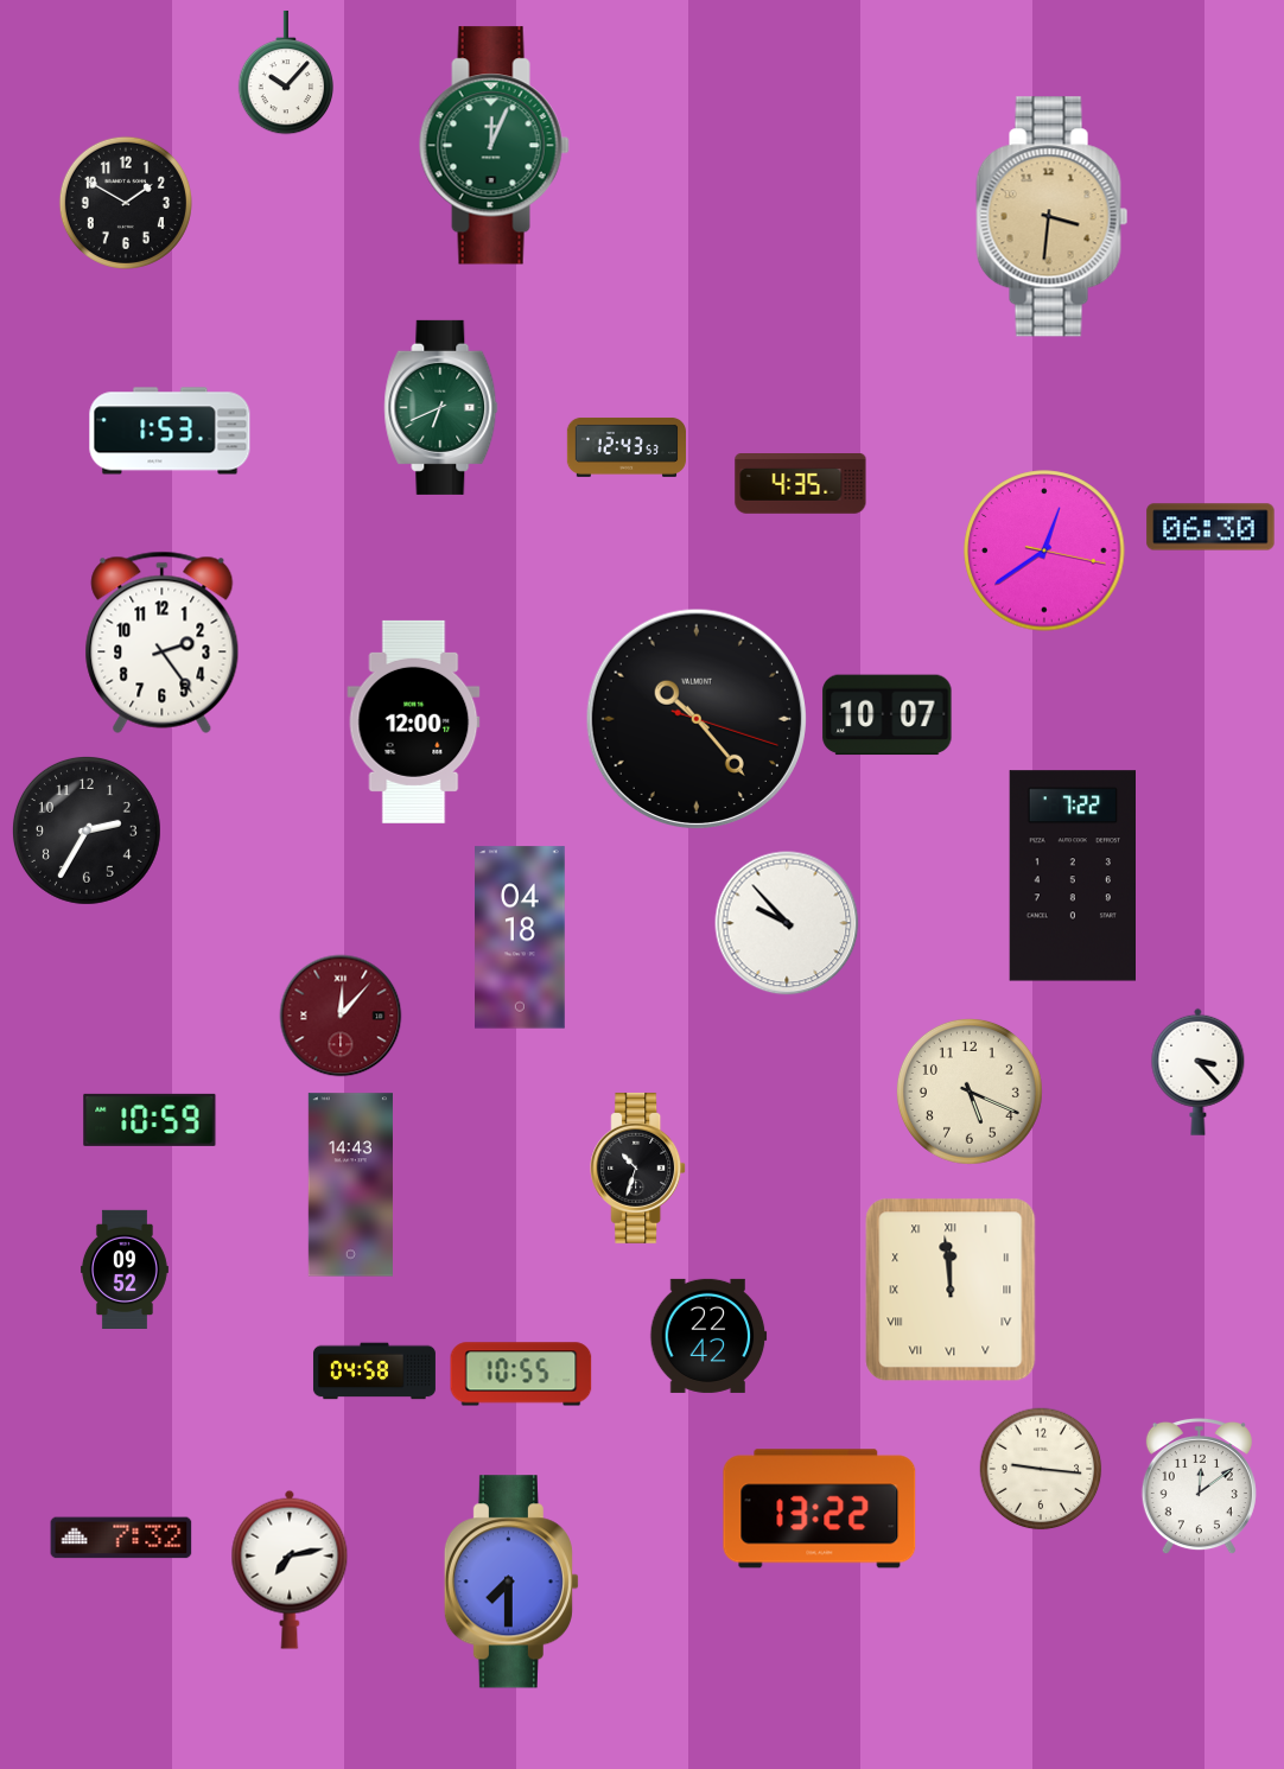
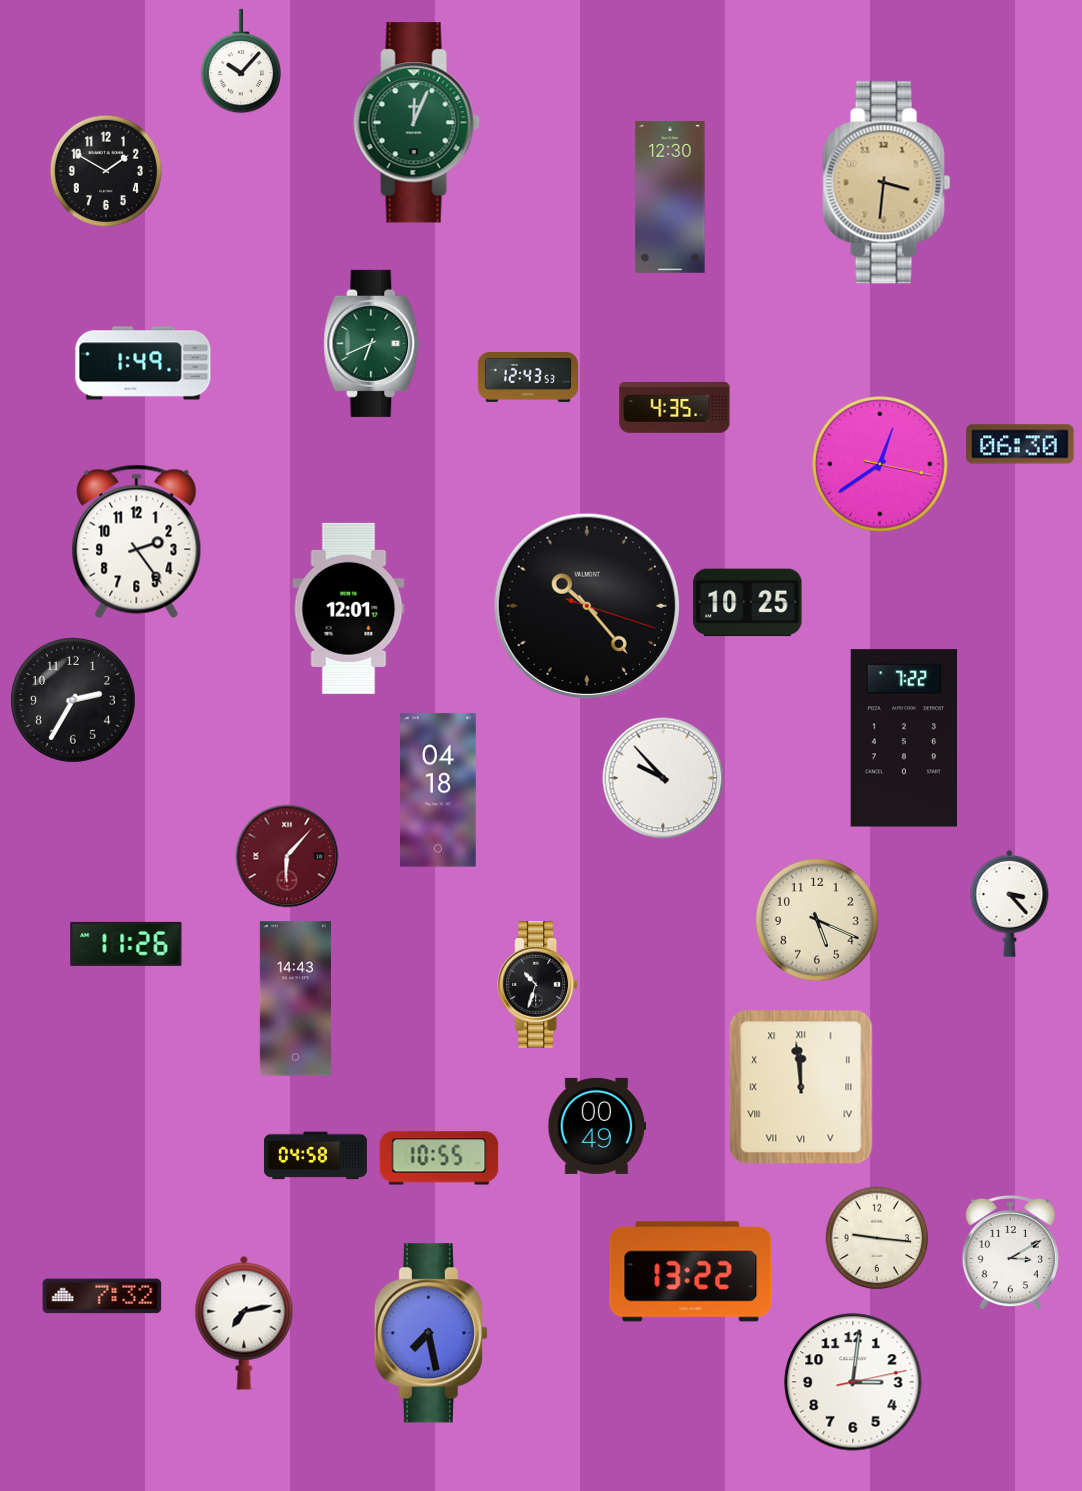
clock at (670, 197): none -> 12:30
clock at (170, 431): 1:53 -> 1:49
clock at (888, 715): 10:07 -> 10:25
clock at (414, 721): 12:00 -> 12:01
clock at (341, 1016): 12:07 -> 6:07
clock at (150, 1120): 10:59 -> 11:26
clock at (125, 1270): 09:52 -> none
clock at (708, 1336): 22:42 -> 00:49
clock at (1199, 1487): 12:09 -> 3:10
clock at (511, 1582): 7:30 -> 7:28
clock at (853, 1382): none -> 3:01
